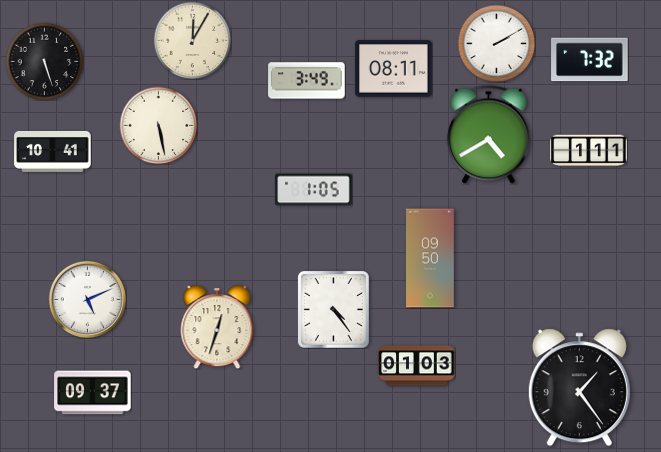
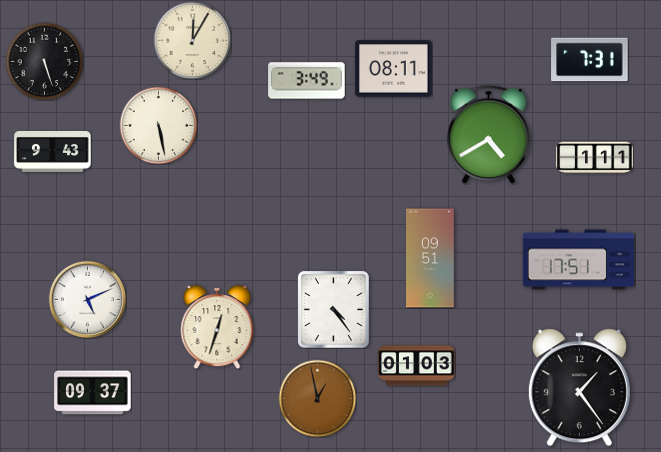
clock at (496, 43): 2:10 -> none
clock at (590, 60): 7:32 -> 7:31
clock at (53, 151): 10:41 -> 9:43
clock at (589, 151) position: (589, 151) -> (595, 158)
clock at (314, 190): 1:05 -> none
clock at (430, 258): 09:50 -> 09:51
clock at (578, 260): none -> 17:51
clock at (317, 398): none -> 12:58
